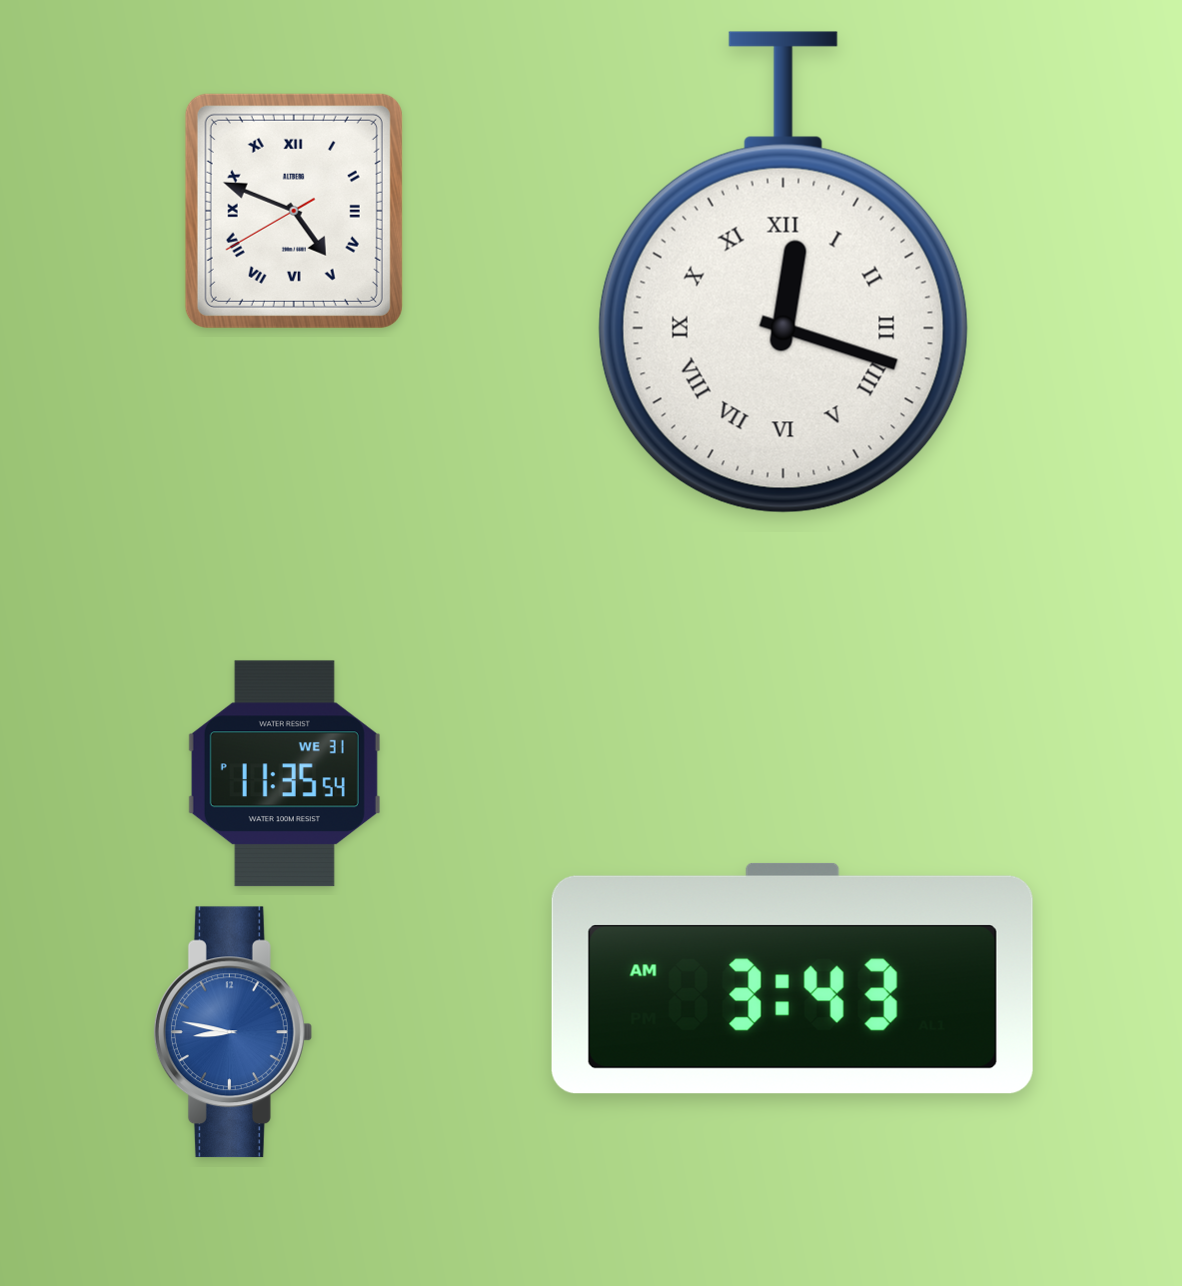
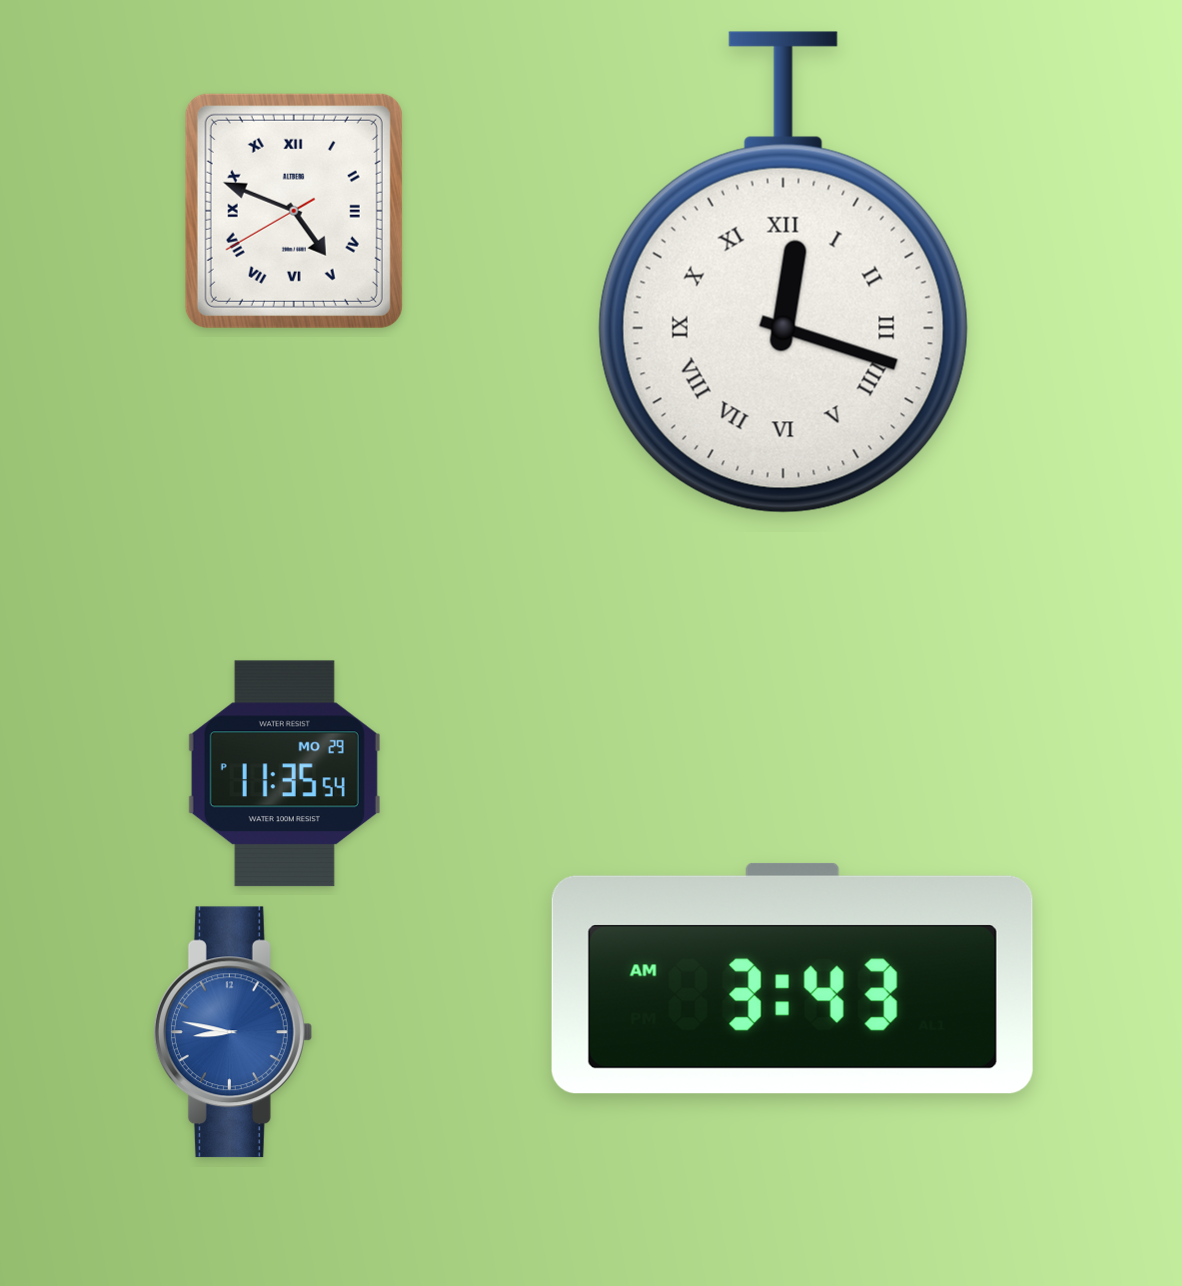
clock at (284, 774) date: WE 31 -> MO 29
